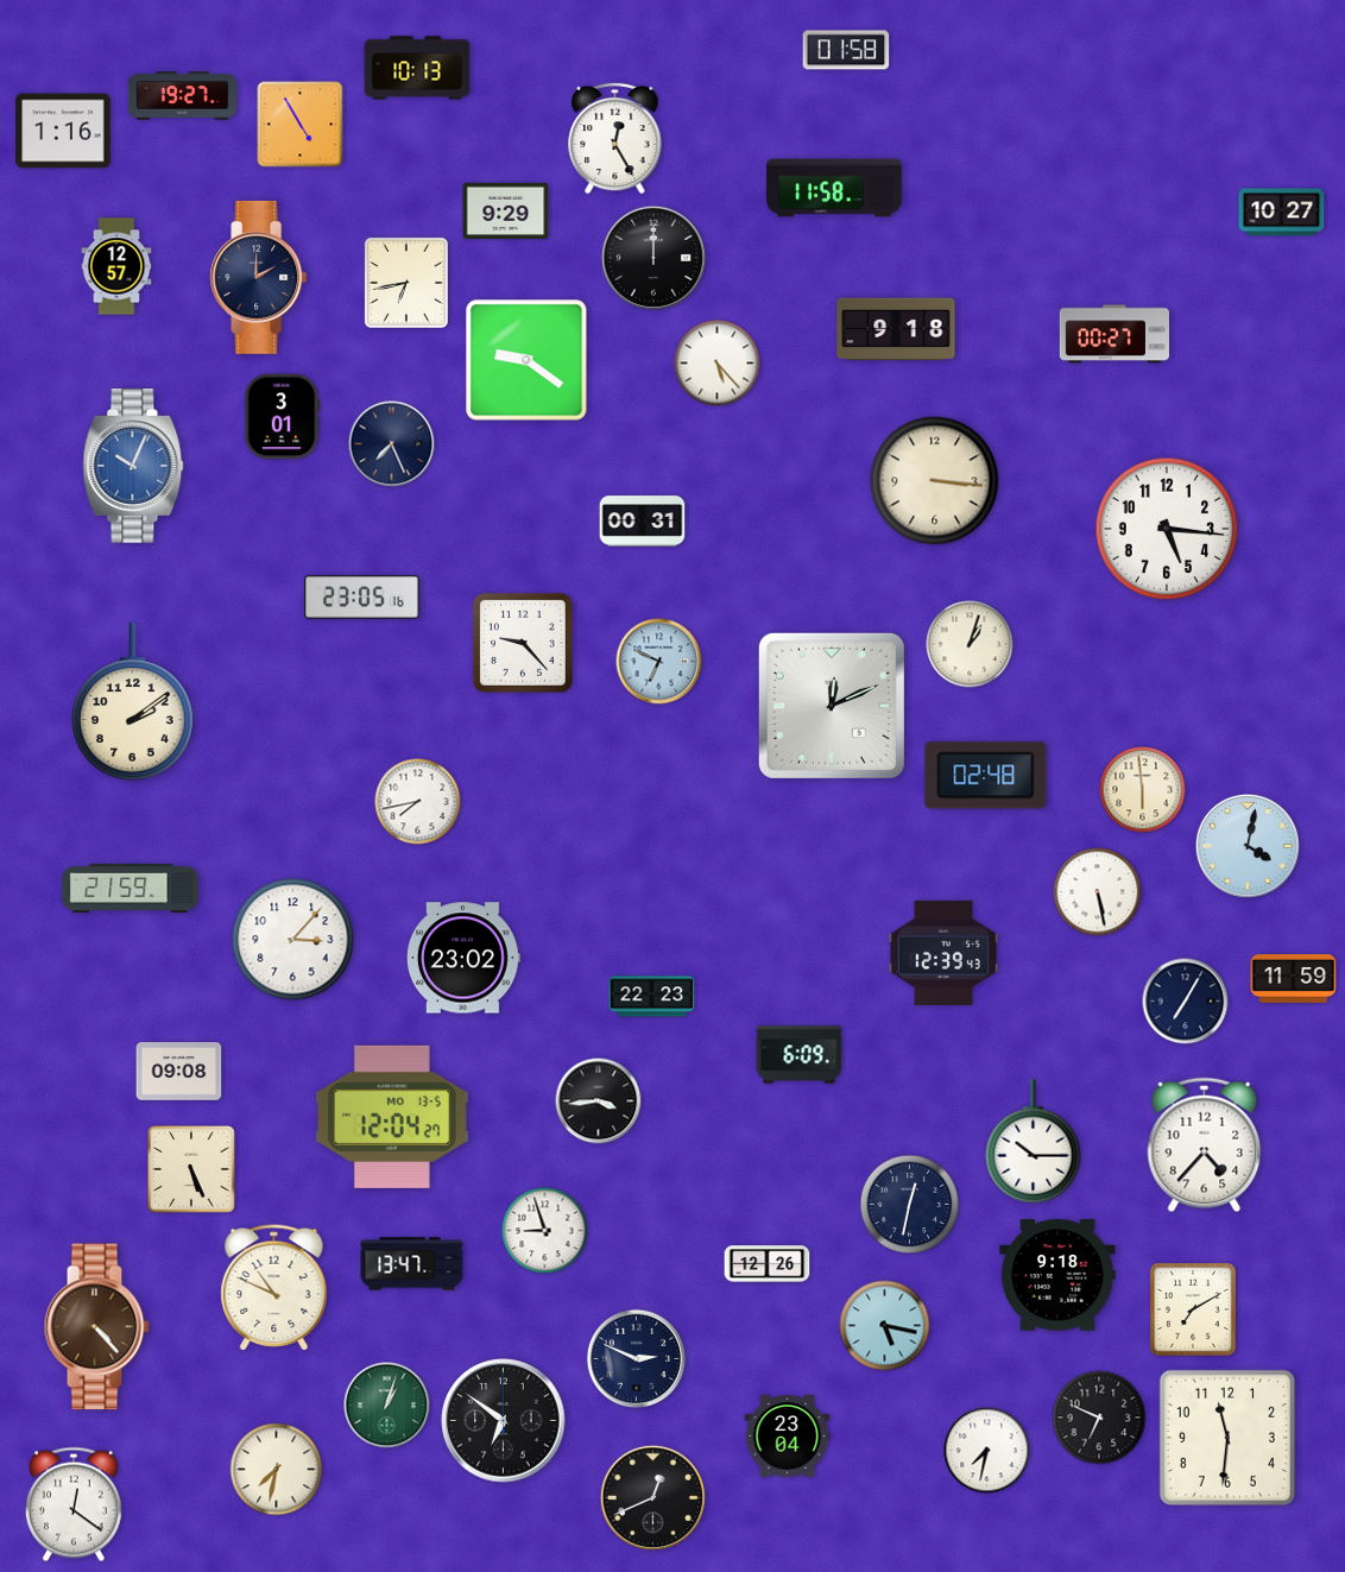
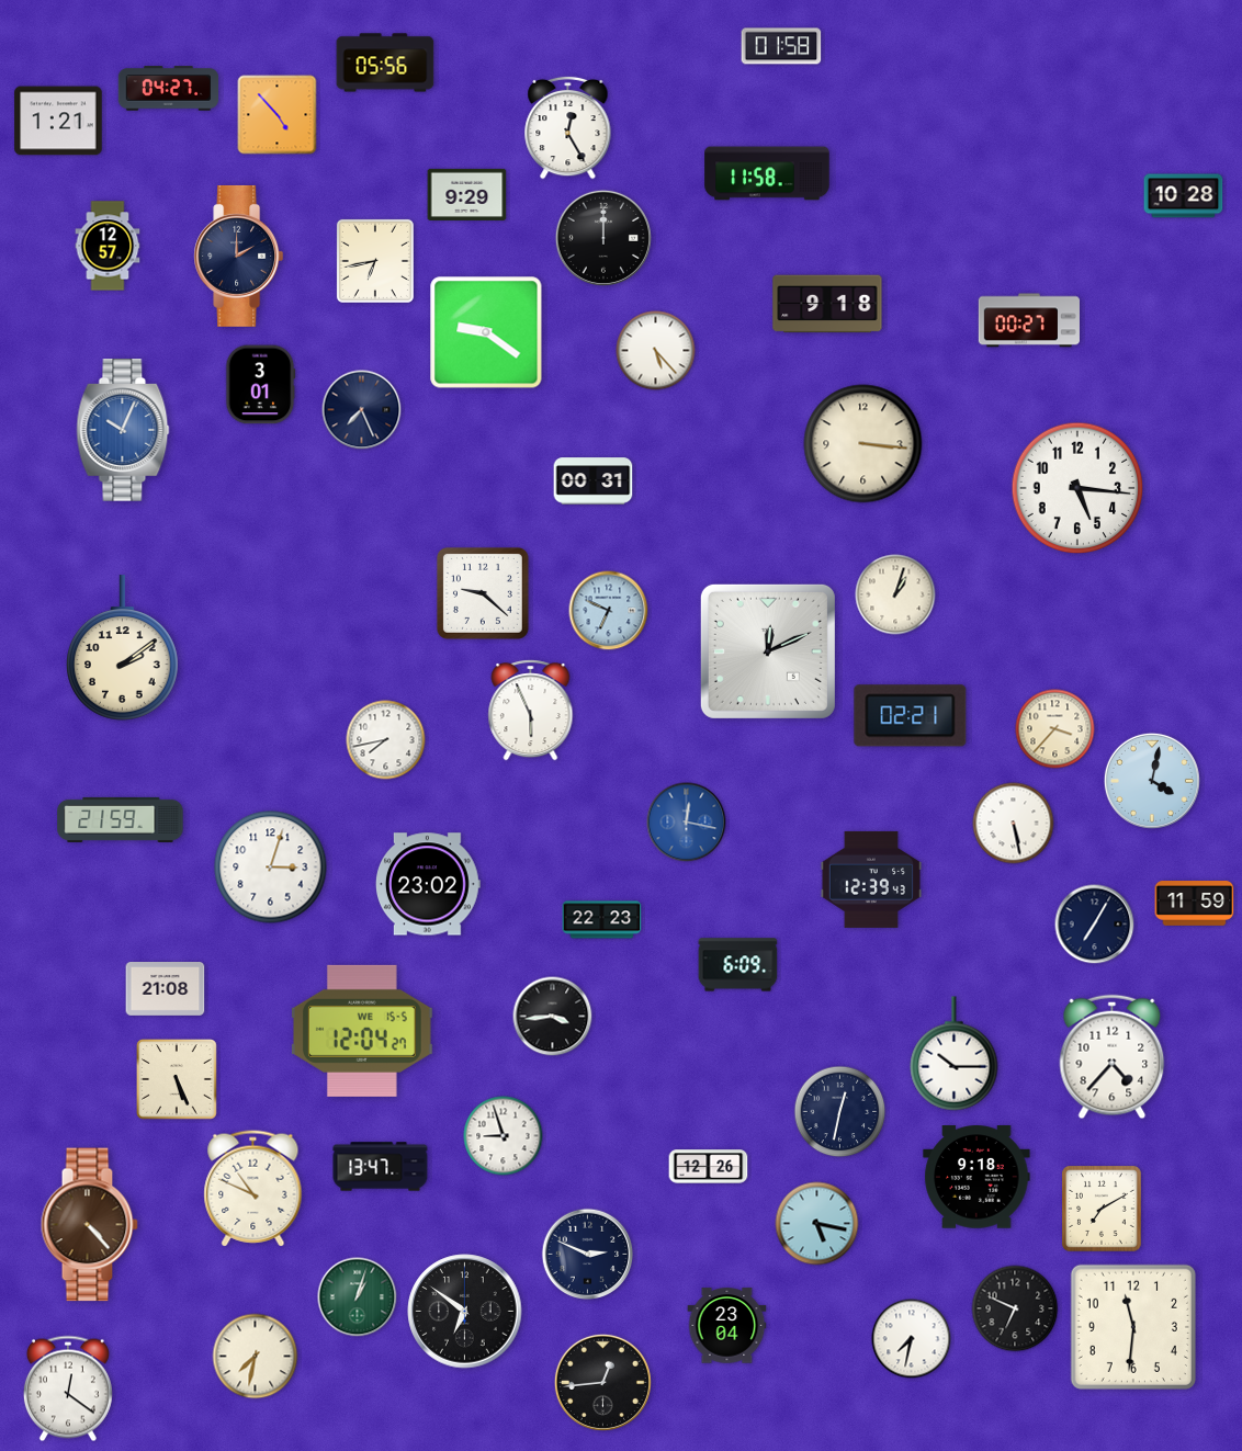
clock at (417, 68): 10:13 -> 05:56
clock at (183, 96): 19:27 -> 04:27
clock at (301, 125): 4:55 -> 4:53
clock at (63, 131): 1:16 -> 1:21
clock at (834, 188) position: (834, 188) -> (767, 173)
clock at (1282, 213): 10:27 -> 10:28
clock at (1114, 334) position: (1114, 334) -> (1029, 320)
clock at (718, 364) position: (718, 364) -> (656, 351)
clock at (362, 598): 23:05 -> none
clock at (523, 643): 9:23 -> 9:22
clock at (531, 711): none -> 5:56
clock at (986, 776): 02:48 -> 02:21
clock at (1143, 790): 5:59 -> 3:37
clock at (687, 823): none -> 12:17
clock at (293, 940): 3:07 -> 3:03
clock at (800, 1055) position: (800, 1055) -> (738, 965)
clock at (179, 1072): 09:08 -> 21:08
clock at (393, 1117) date: MO 13-5 -> WE 15-5
clock at (652, 1497): 12:41 -> 12:44
